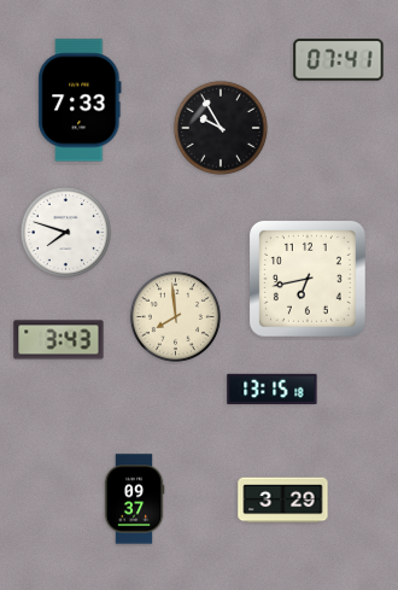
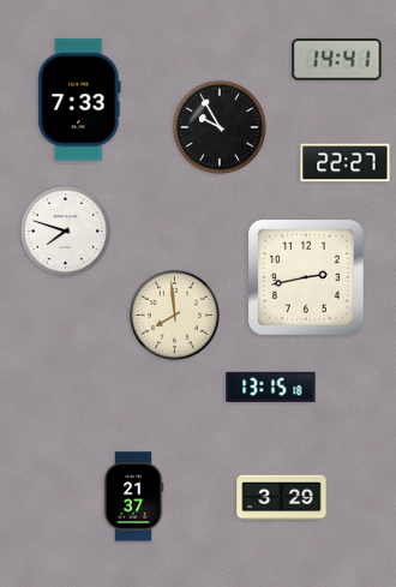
clock at (339, 60): 07:41 -> 14:41
clock at (346, 163): none -> 22:27
clock at (308, 279): 6:43 -> 2:43
clock at (59, 340): 3:43 -> none
clock at (134, 500): 09:37 -> 21:37
